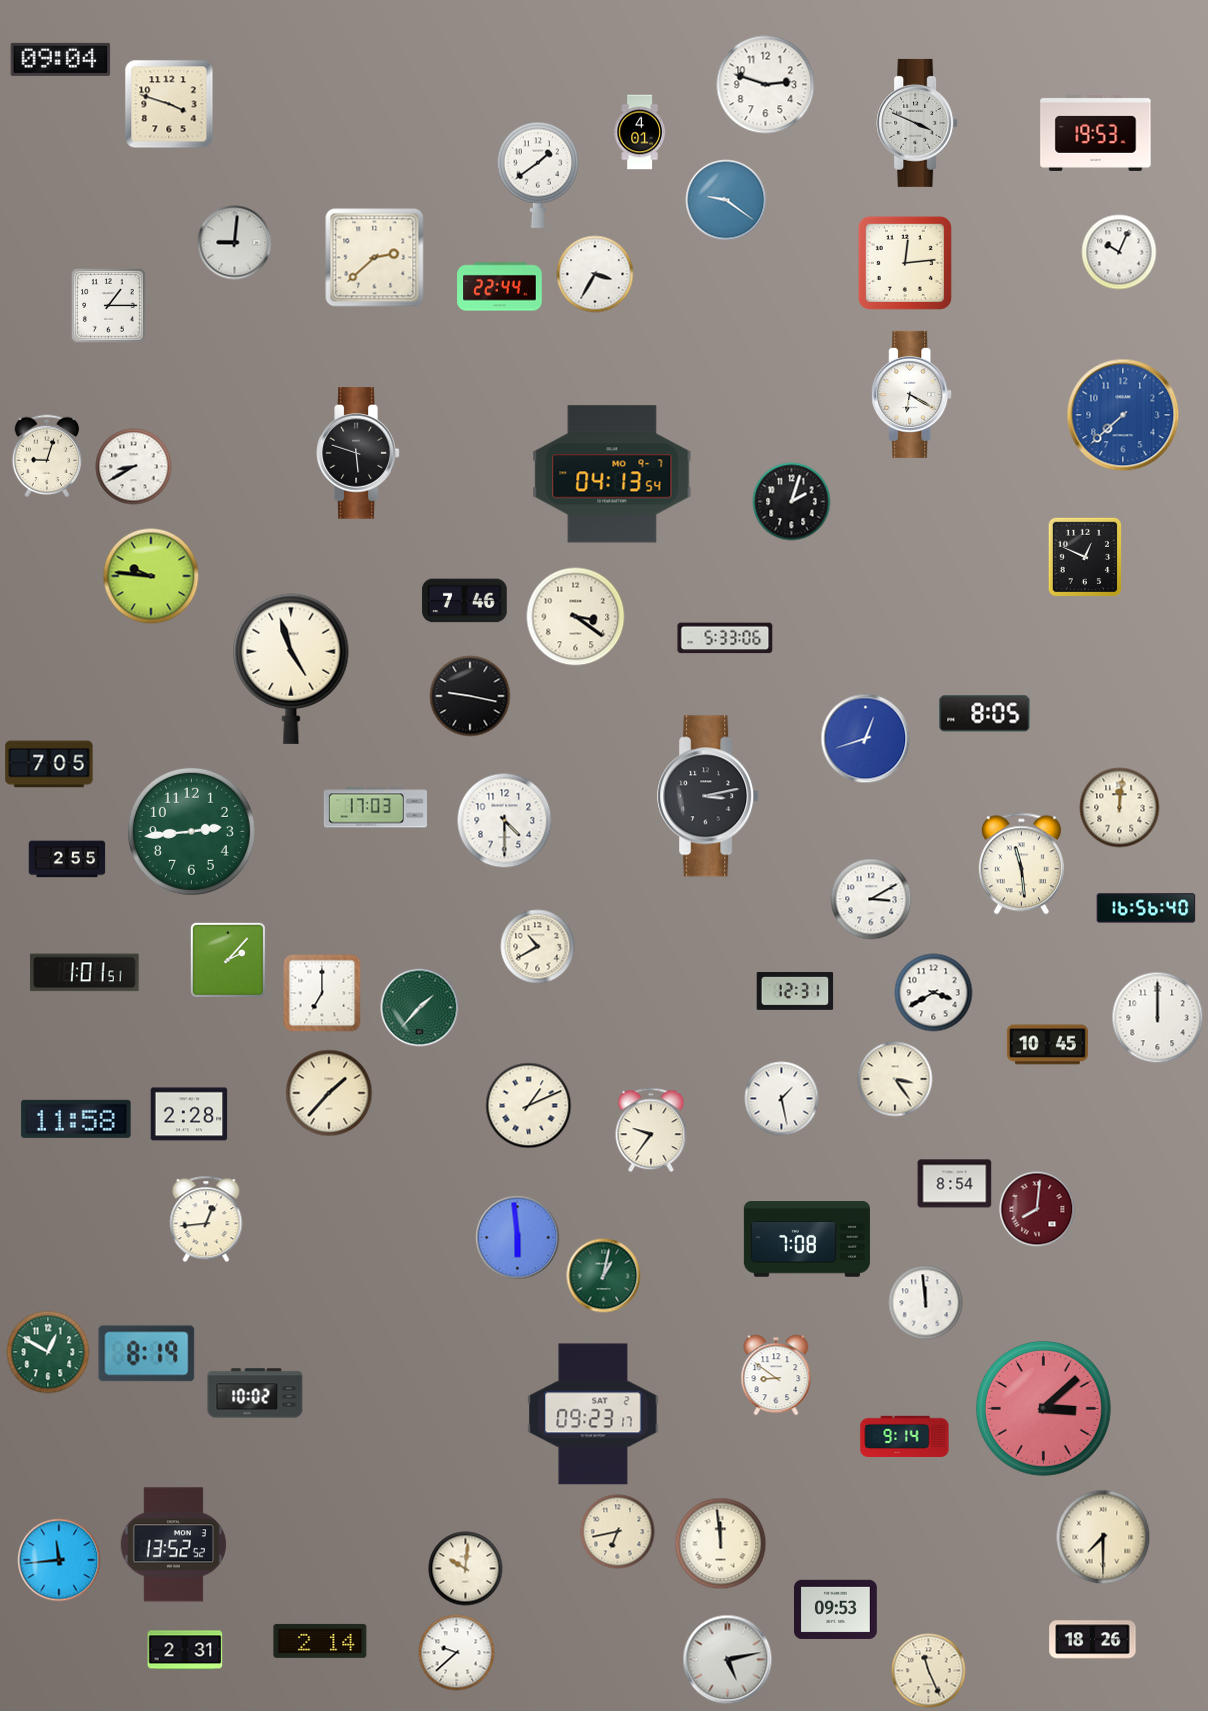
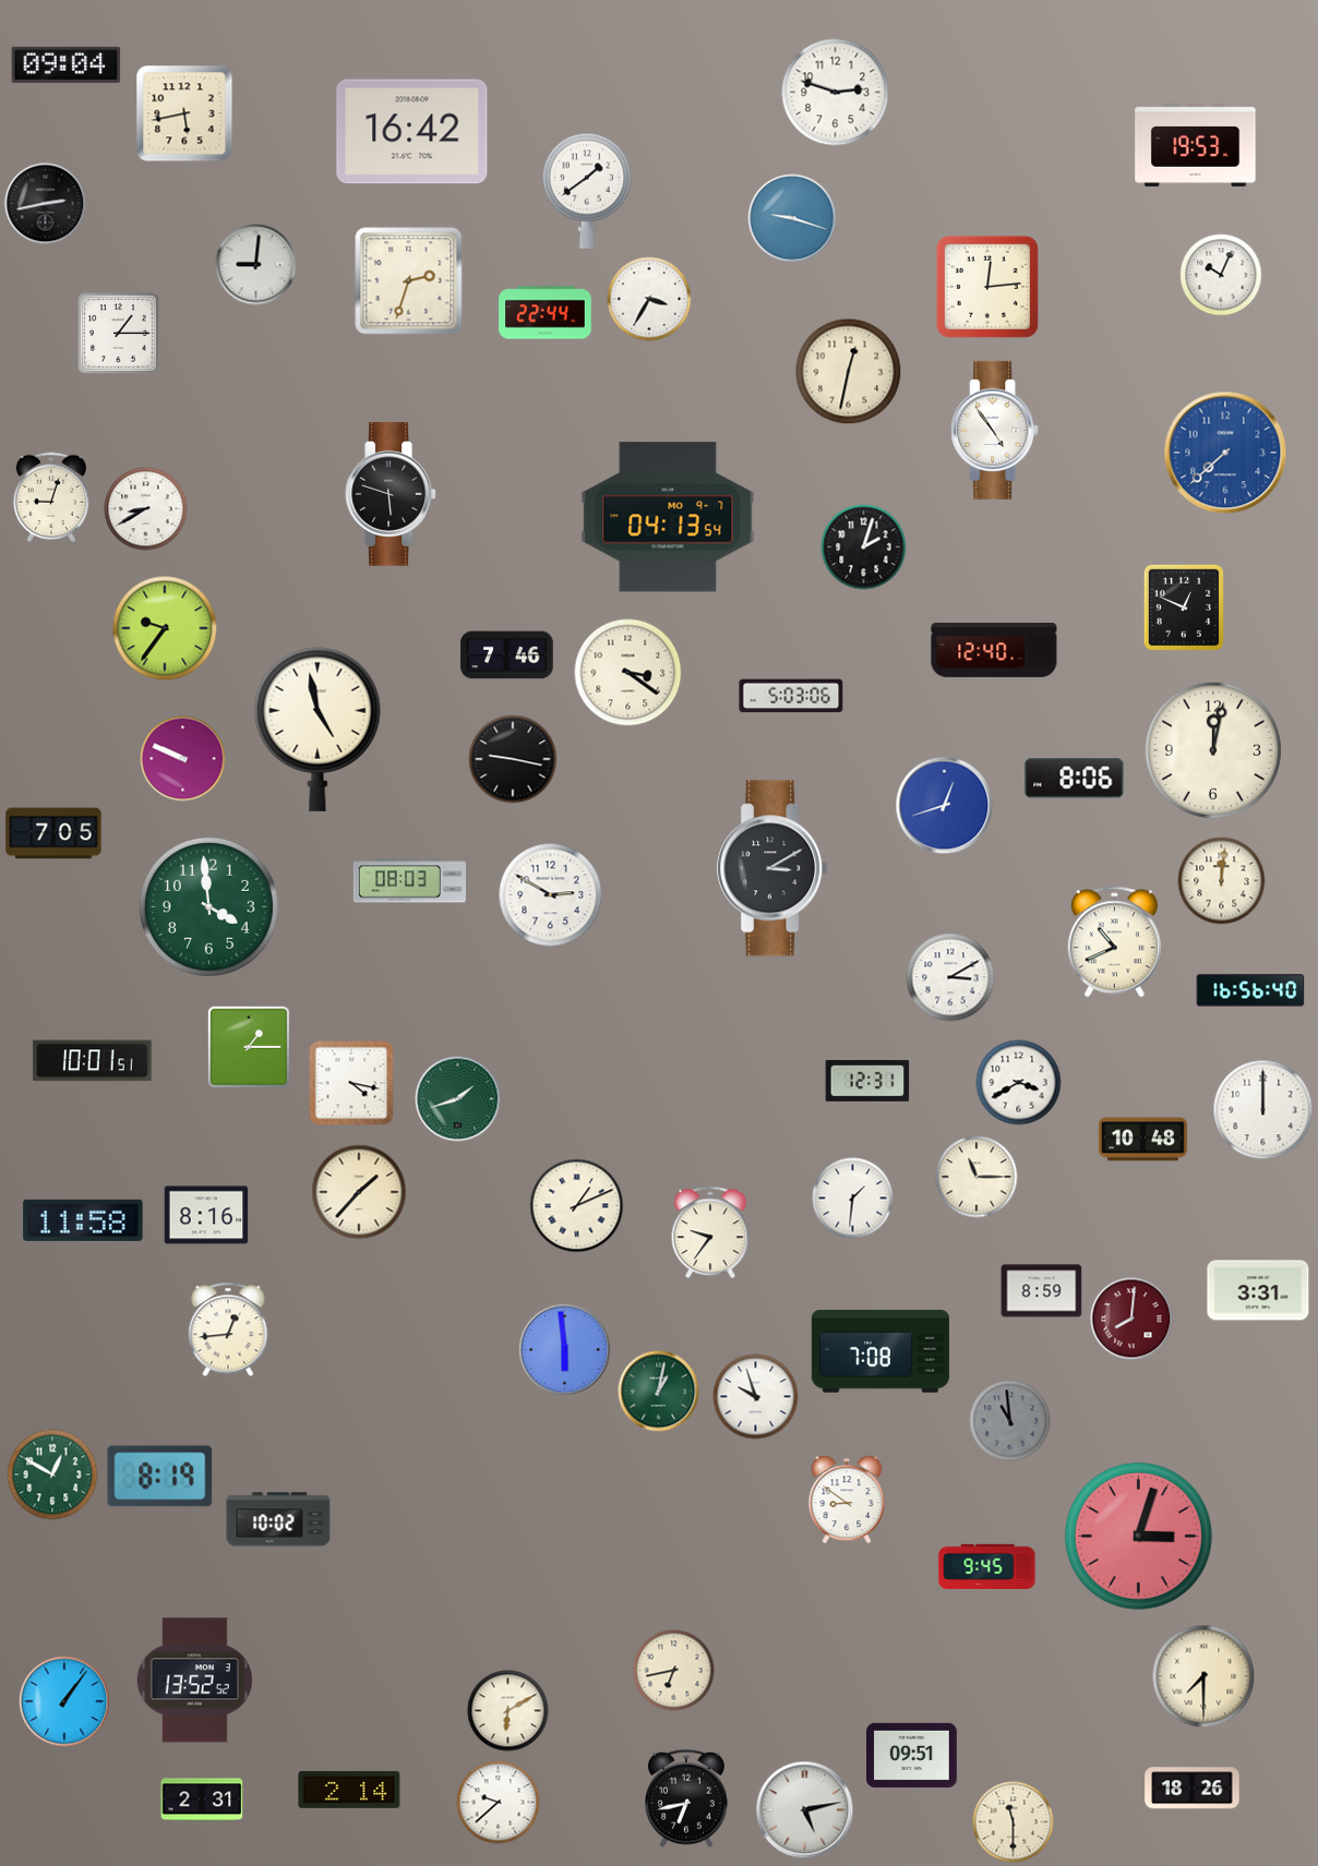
clock at (169, 104): 3:48 -> 5:43
clock at (412, 132): none -> 16:42
clock at (917, 123): 3:49 -> none
clock at (640, 132): 4:01 -> none
clock at (46, 204): none -> 2:43
clock at (726, 200): 9:21 -> 9:18
clock at (375, 258): 2:38 -> 2:33
clock at (849, 372): none -> 12:32
clock at (912, 394): 6:20 -> 4:54
clock at (151, 576): 9:46 -> 9:36
clock at (994, 650): none -> 12:40
clock at (725, 638): 5:33 -> 5:03
clock at (291, 669): 4:57 -> 4:58
clock at (1213, 750): none -> 12:02
clock at (183, 759): none -> 9:49
clock at (985, 714): 8:05 -> 8:06
clock at (709, 796): 3:13 -> 3:10
clock at (375, 808): 17:03 -> 08:03
clock at (505, 821): 4:30 -> 2:50
clock at (191, 831): 2:44 -> 3:59
clock at (67, 859): 2:55 -> none
clock at (1021, 864): 11:29 -> 10:41
clock at (871, 899) position: (871, 899) -> (950, 977)
clock at (538, 947): 10:40 -> none
clock at (228, 960): 2:07 -> 1:15
clock at (85, 973): 1:01 -> 10:01
clock at (322, 993): 7:00 -> 4:17
clock at (420, 1008): 1:37 -> 1:42
clock at (1047, 1045): 10:45 -> 10:48
clock at (895, 1079): 3:24 -> 11:15
clock at (782, 1099): 1:28 -> 1:31
clock at (189, 1114): 2:28 -> 8:16
clock at (1258, 1290): none -> 3:31
clock at (955, 1184): 8:54 -> 8:59
clock at (206, 1219) position: (206, 1219) -> (228, 1329)
clock at (756, 1397): none -> 9:57
clock at (926, 1303): 11:59 -> 10:59
clock at (926, 1303) dial: white -> grey
clock at (1043, 1408): 3:08 -> 3:03
clock at (593, 1414): 09:23 -> none
clock at (905, 1436): 9:14 -> 9:45
clock at (721, 1544): 11:59 -> none
clock at (173, 1545) position: (173, 1545) -> (194, 1681)
clock at (59, 1560): 11:44 -> 1:06
clock at (466, 1569): 10:01 -> 6:10
clock at (836, 1609): 09:53 -> 09:51
clock at (687, 1798): none -> 6:43
clock at (728, 1660) position: (728, 1660) -> (805, 1810)
clock at (929, 1671): 11:26 -> 11:30
